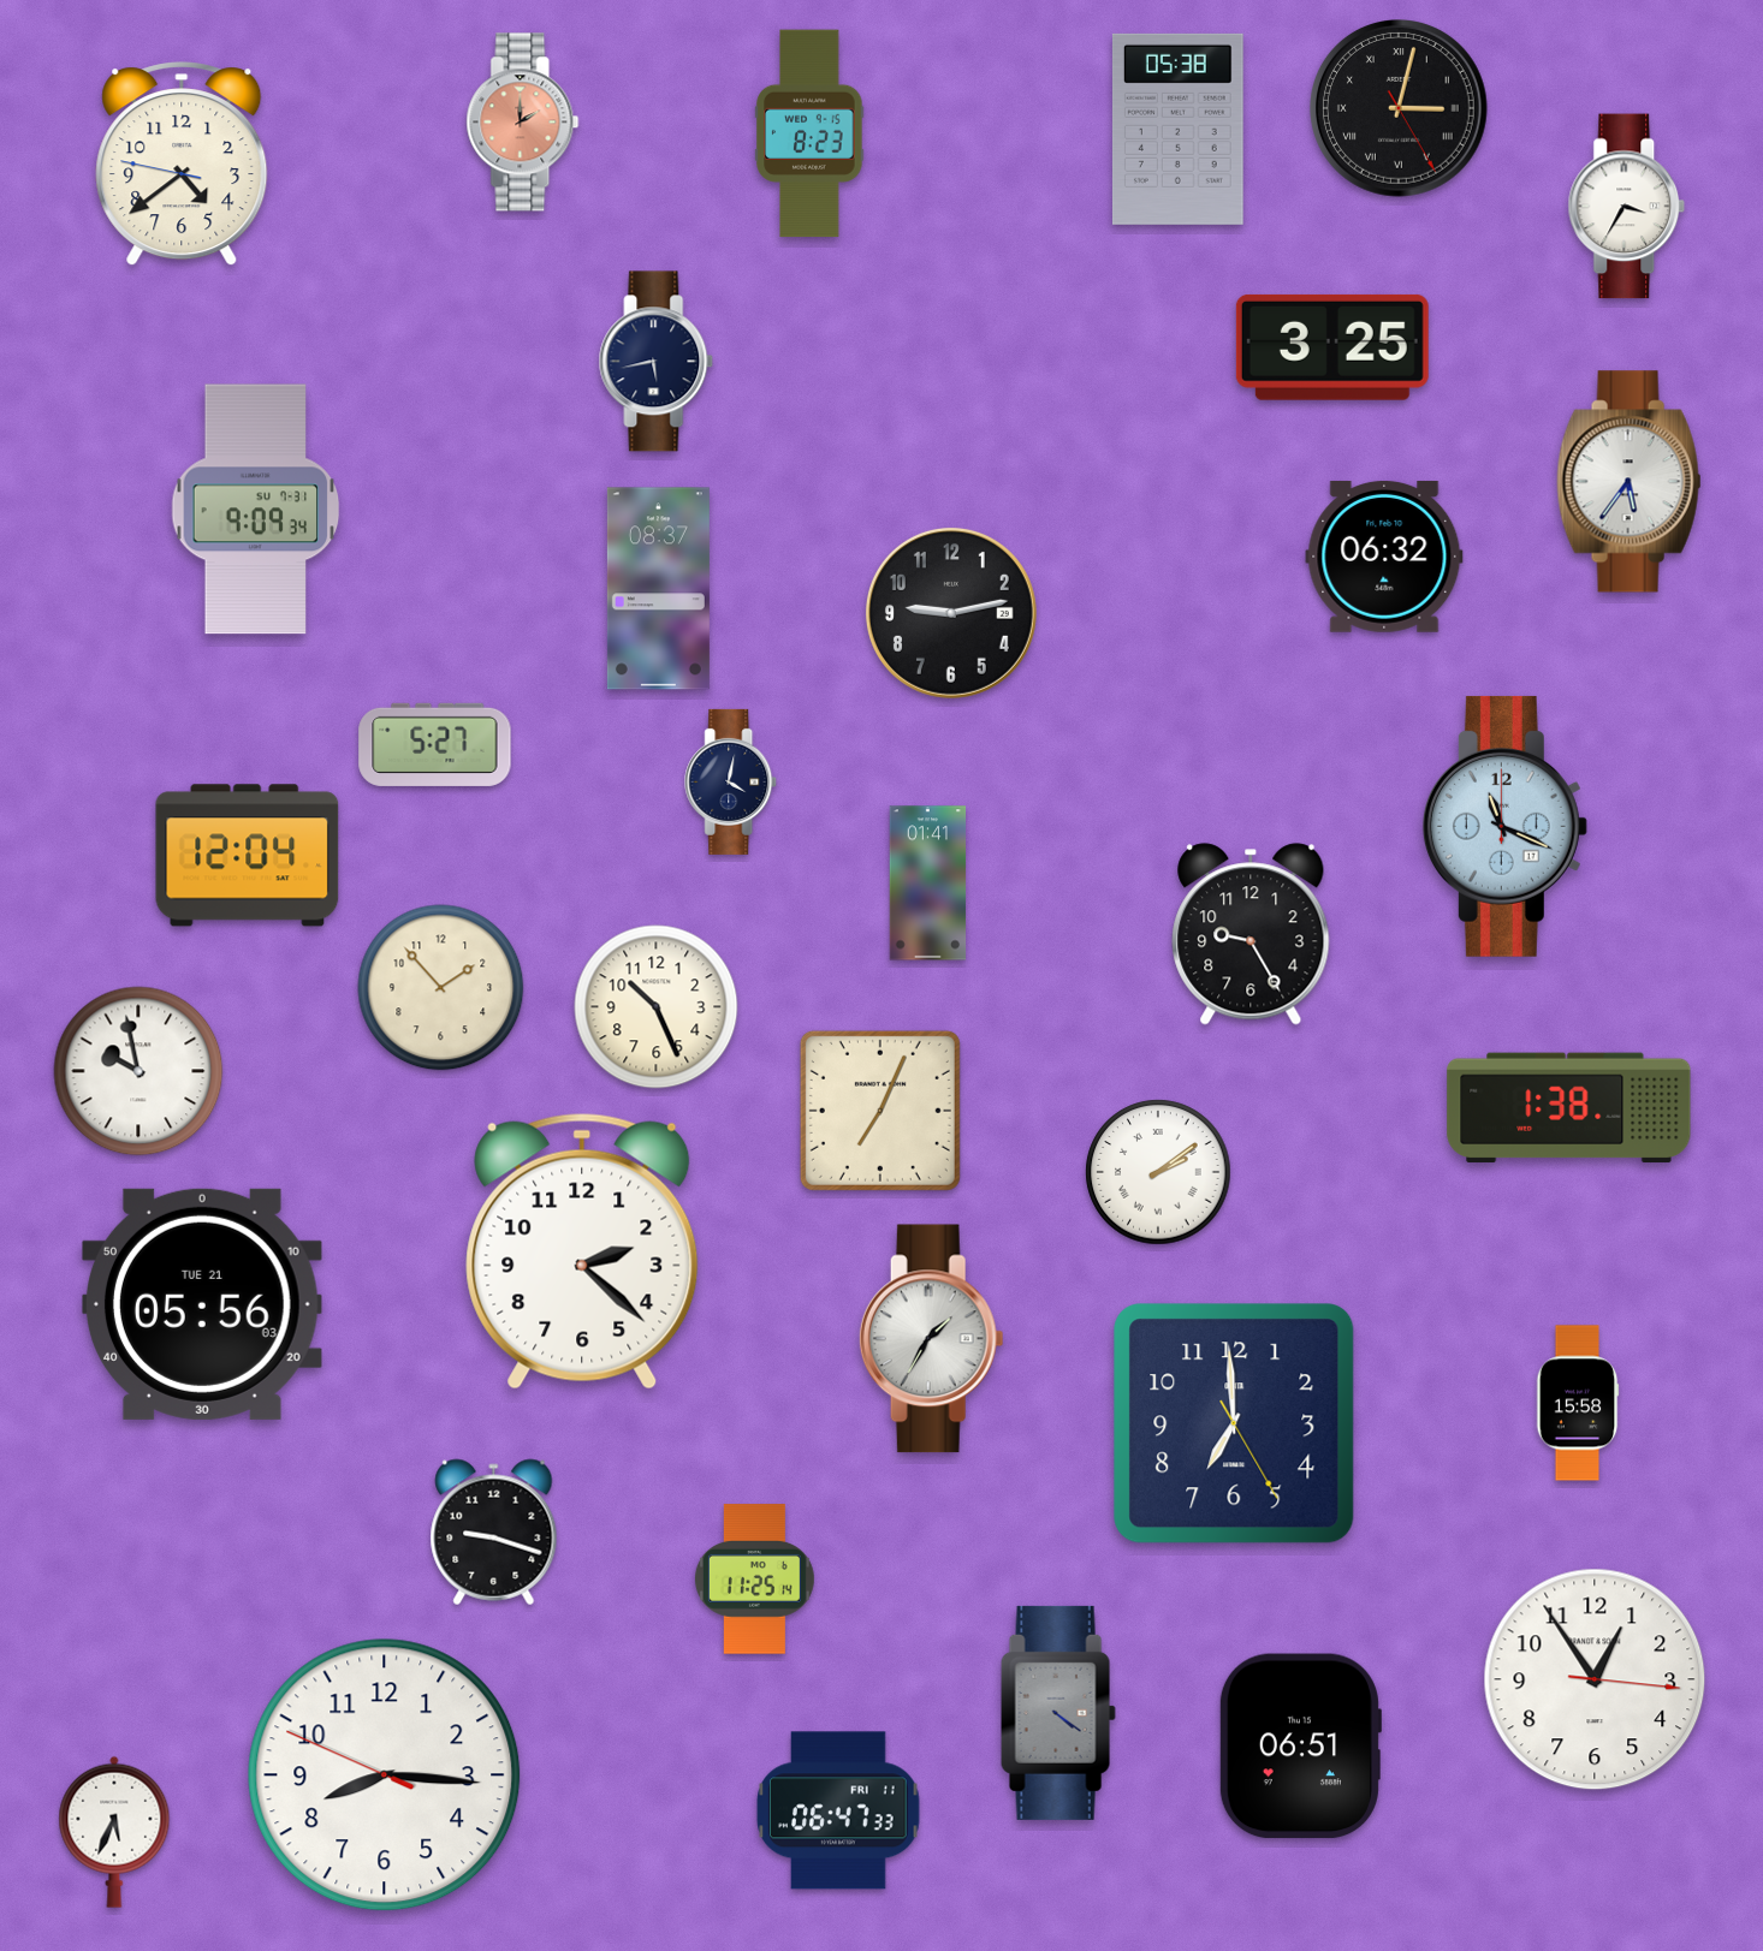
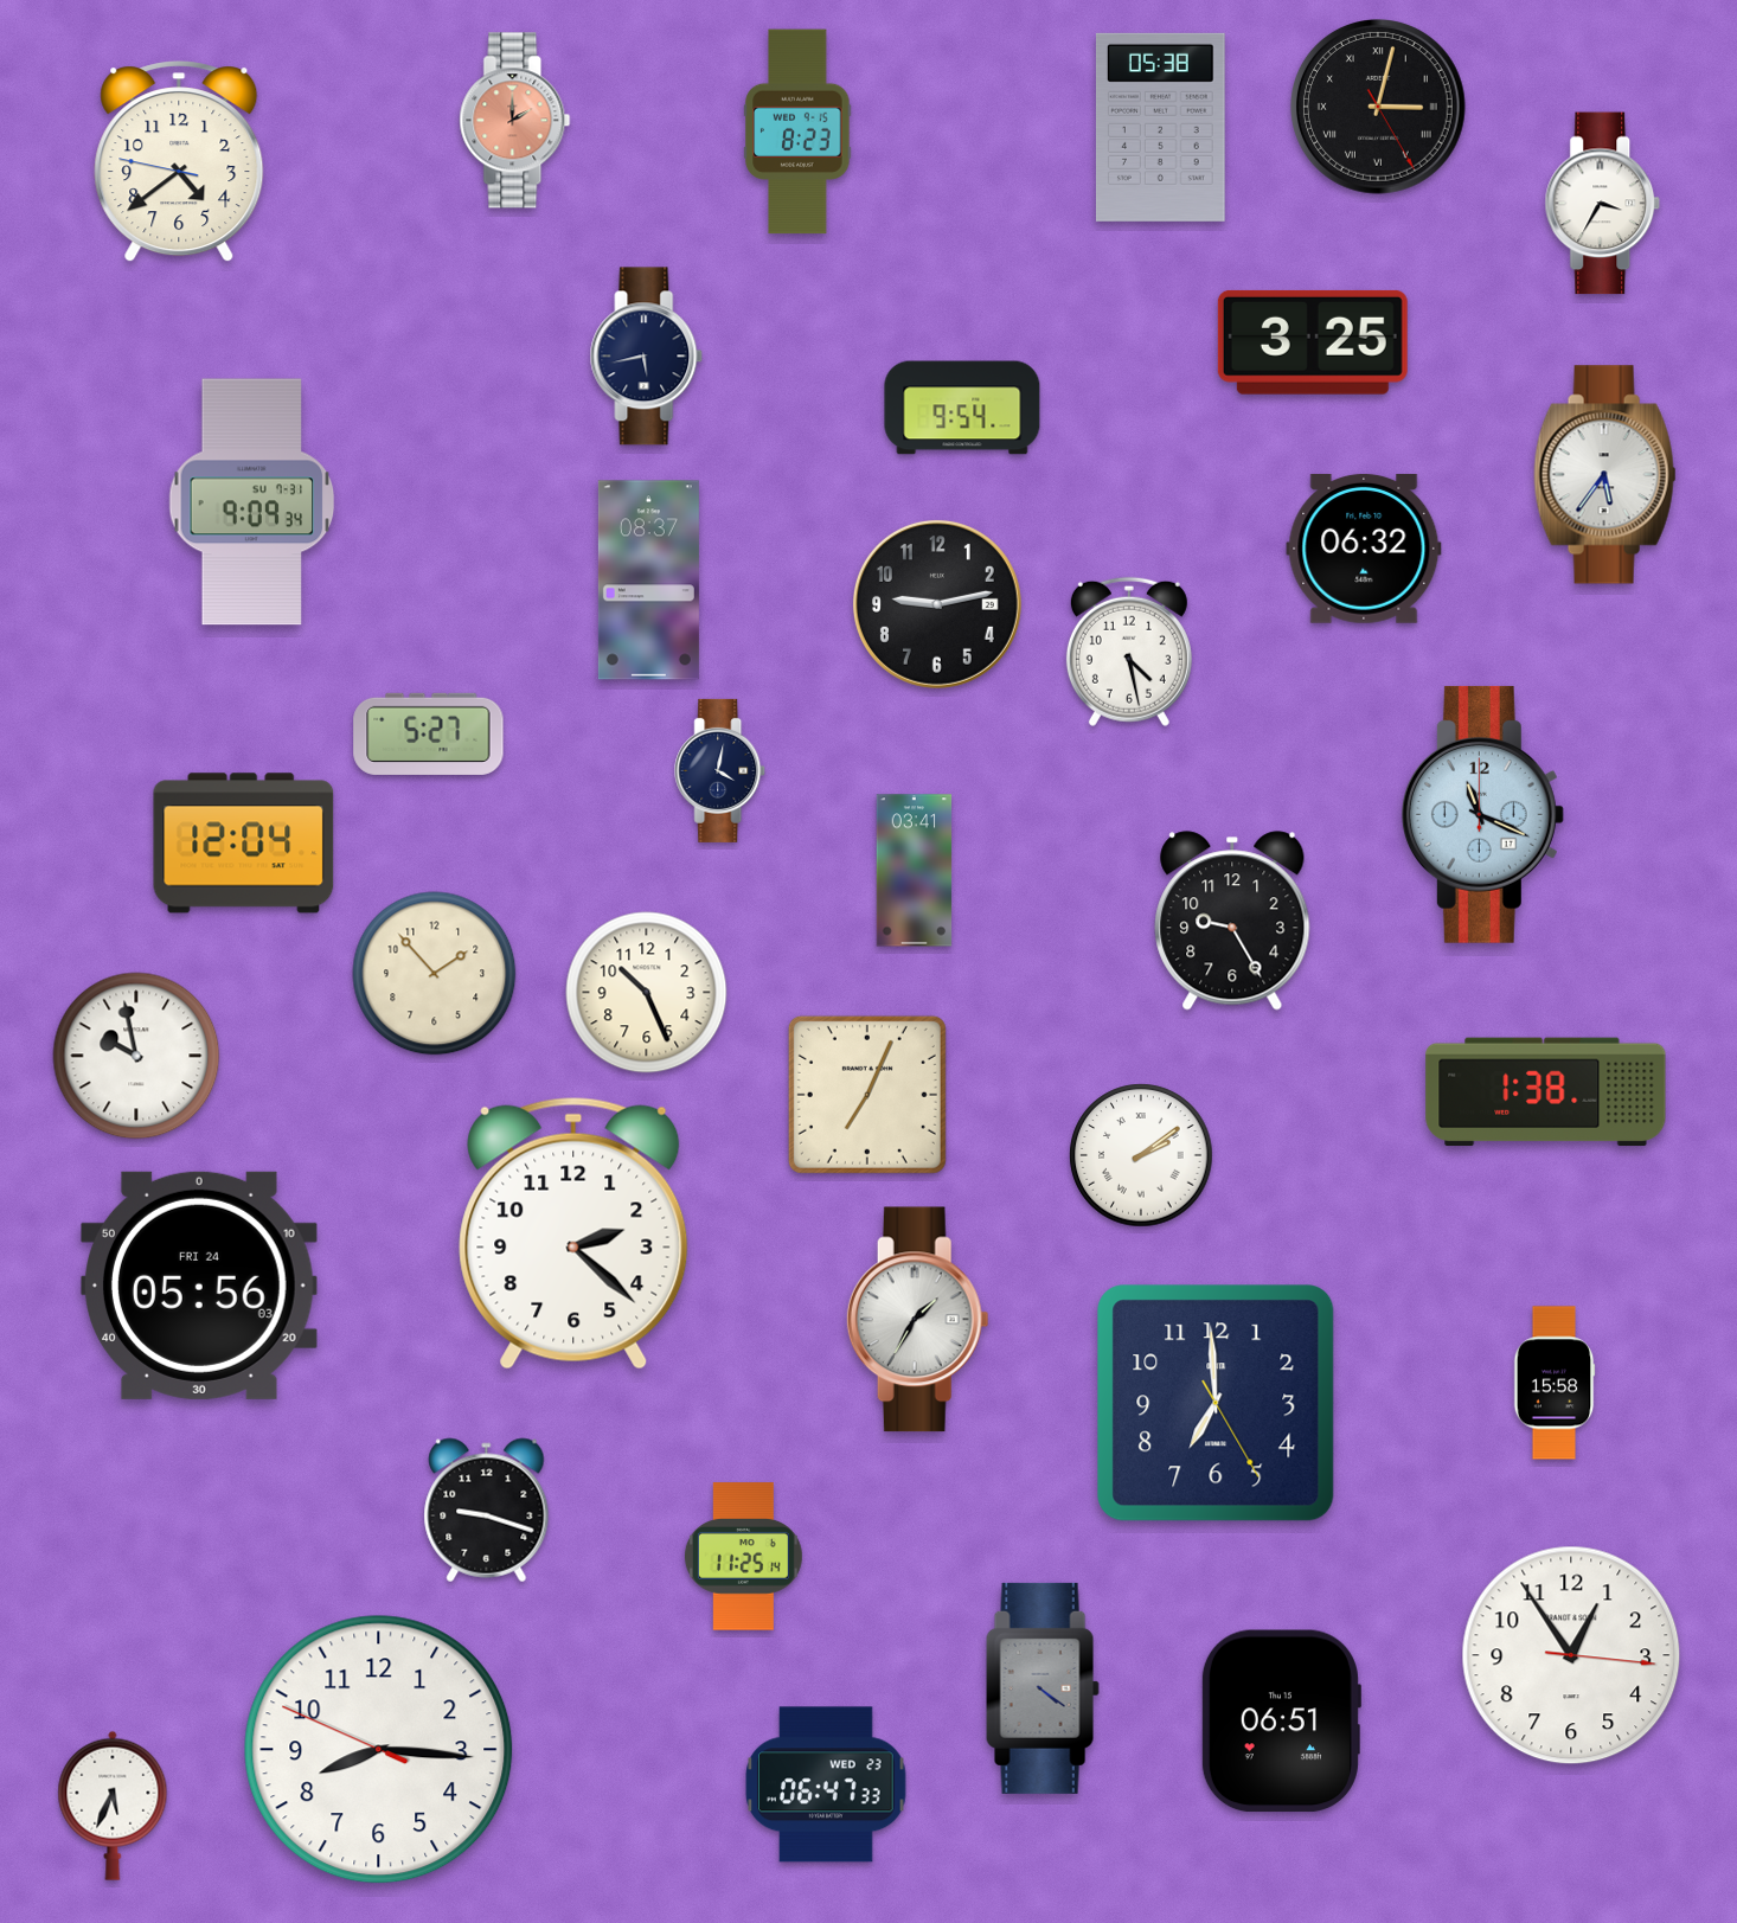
clock at (962, 408): none -> 9:54
clock at (1129, 652): none -> 4:28
clock at (928, 884): 01:41 -> 03:41
clock at (202, 1304) date: TUE 21 -> FRI 24
clock at (838, 1810) date: FRI 11 -> WED 23
